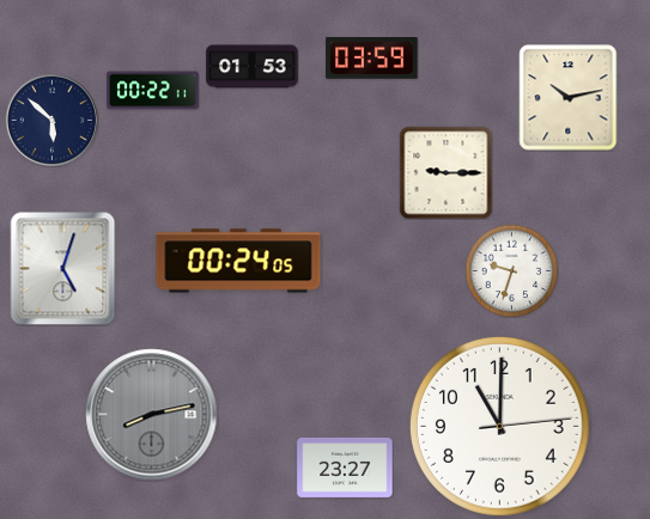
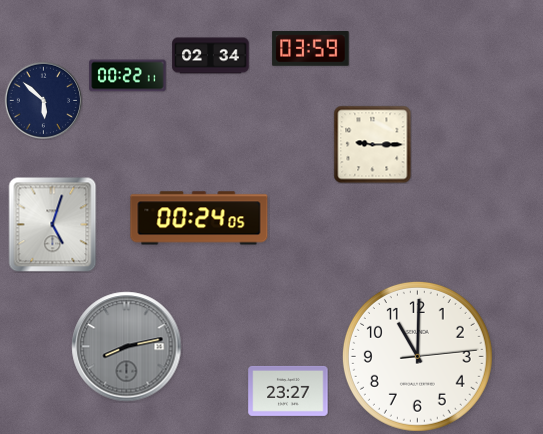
clock at (253, 67): 01:53 -> 02:34
clock at (569, 98): 10:13 -> none
clock at (511, 270): 9:33 -> none
